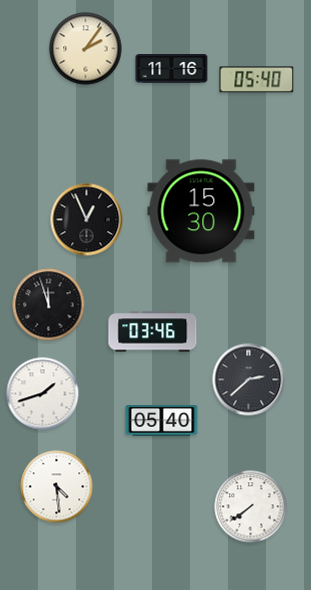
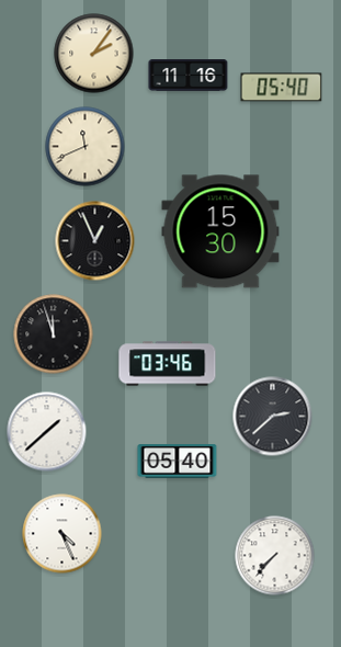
clock at (86, 147): none -> 11:41
clock at (43, 394): 1:42 -> 1:38
clock at (57, 487): 4:29 -> 4:26
clock at (251, 507): 7:39 -> 7:37
